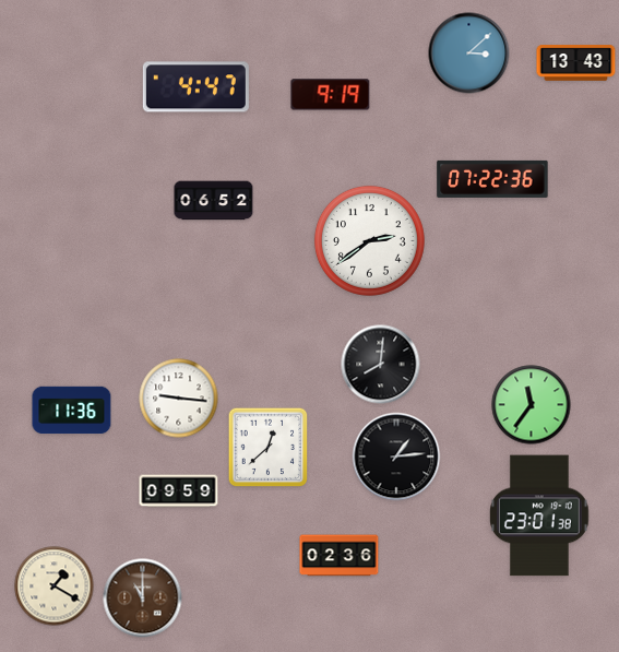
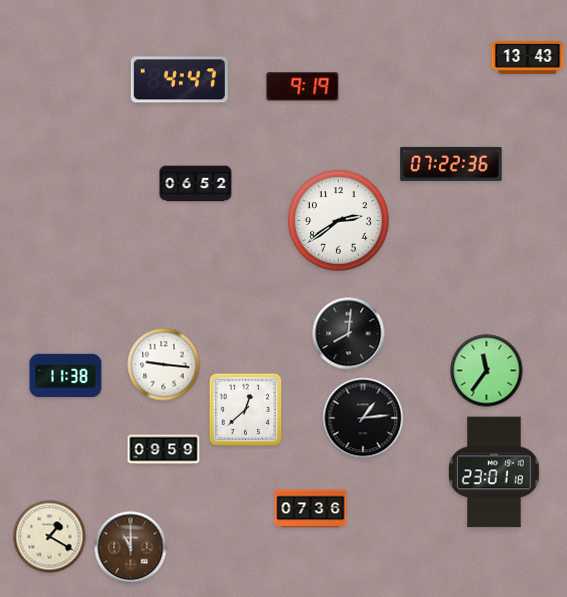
clock at (469, 54): 3:08 -> none
clock at (72, 411): 11:36 -> 11:38
clock at (540, 515): 23:01:38 -> 23:01:18
clock at (340, 556): 02:36 -> 07:36
